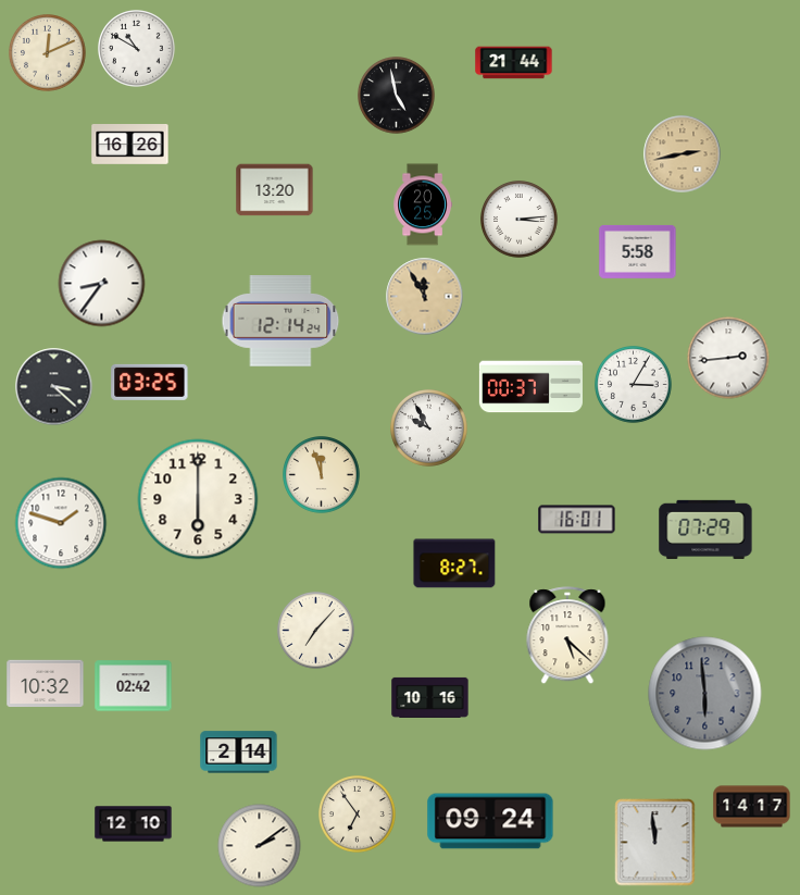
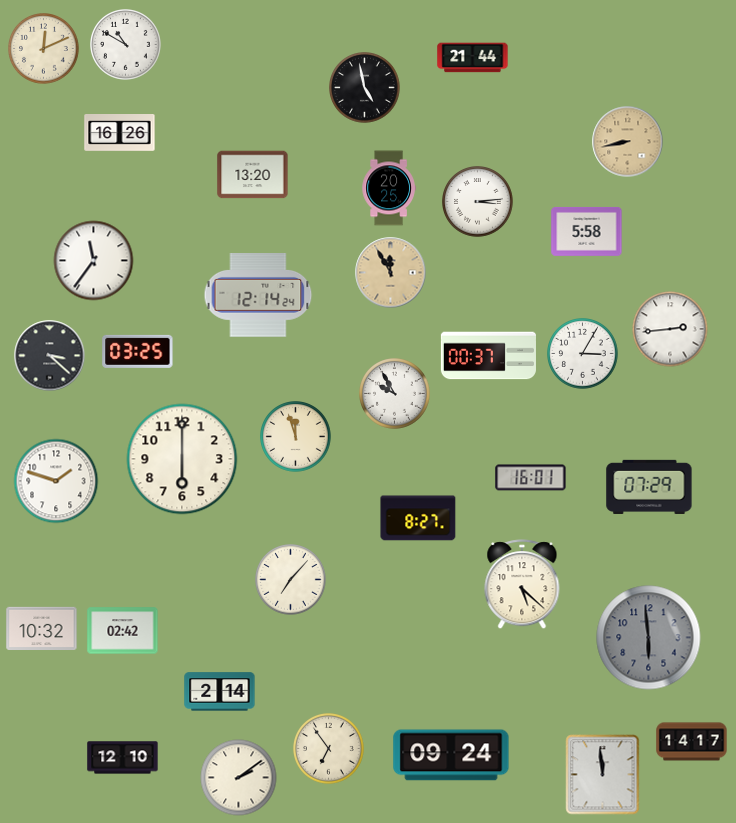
clock at (683, 154): 2:43 -> 8:43
clock at (102, 284): 8:36 -> 11:36
clock at (430, 697): 10:16 -> none
